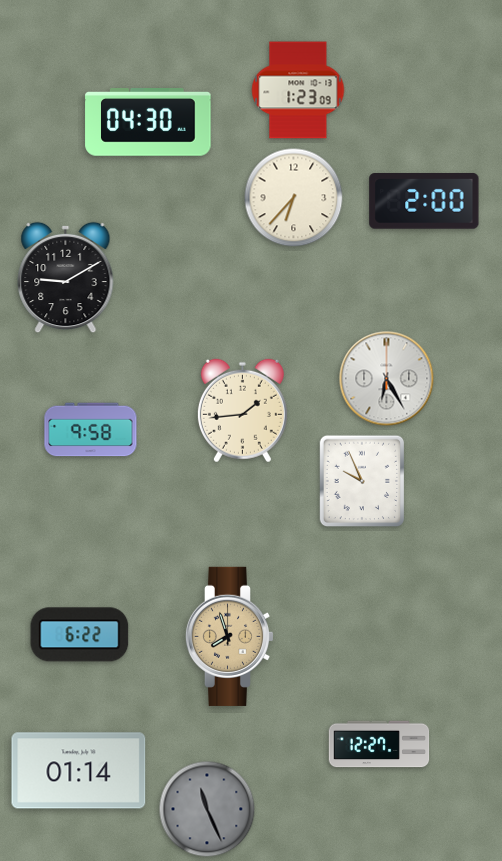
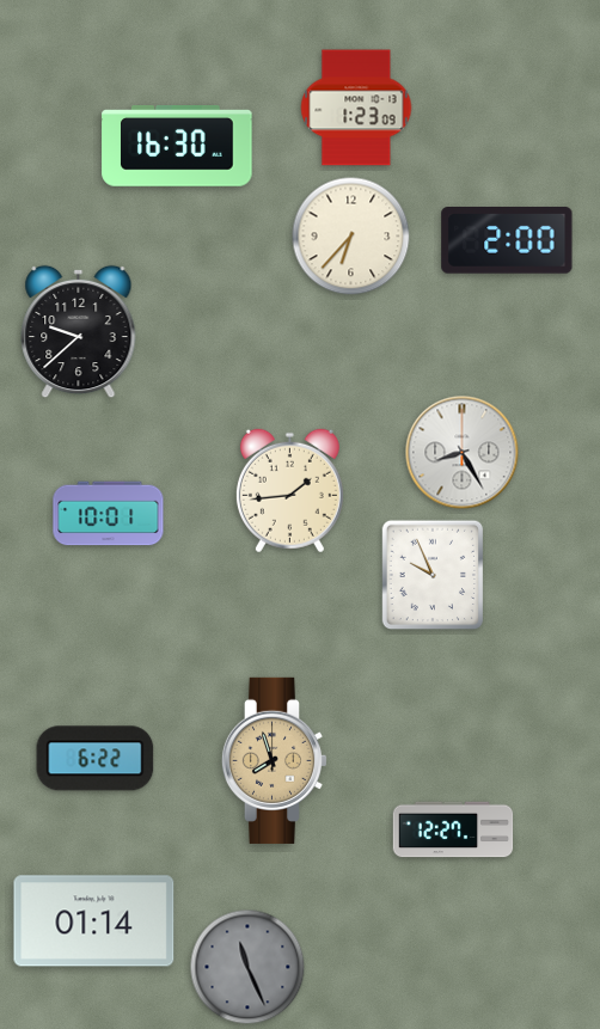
clock at (148, 123): 04:30 -> 16:30
clock at (66, 278): 9:10 -> 9:38
clock at (387, 379): 6:25 -> 8:25
clock at (91, 430): 9:58 -> 10:01
clock at (379, 744) position: (379, 744) -> (453, 829)
